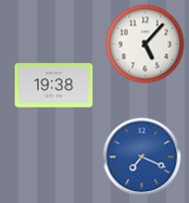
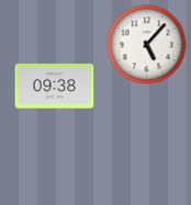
clock at (54, 86): 19:38 -> 09:38
clock at (142, 157): 7:19 -> none
